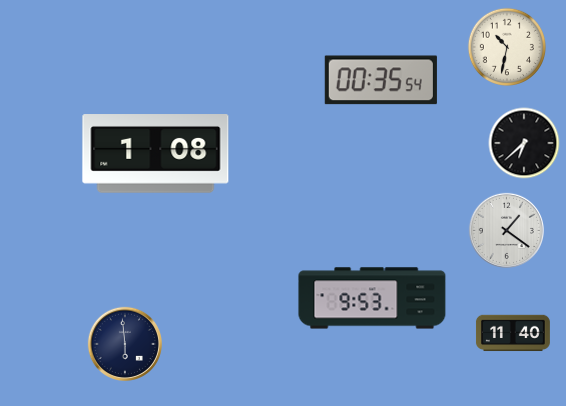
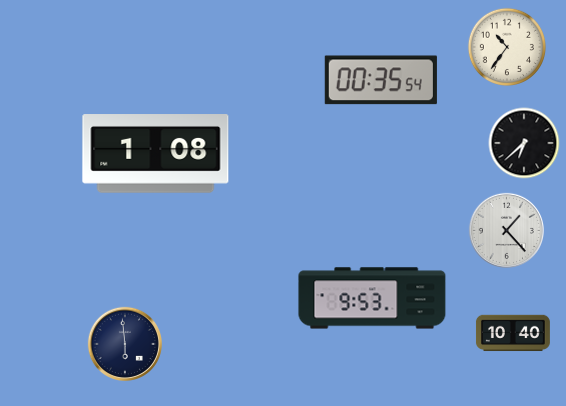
clock at (506, 46): 10:32 -> 10:36
clock at (506, 230): 1:21 -> 1:23
clock at (513, 333): 11:40 -> 10:40
